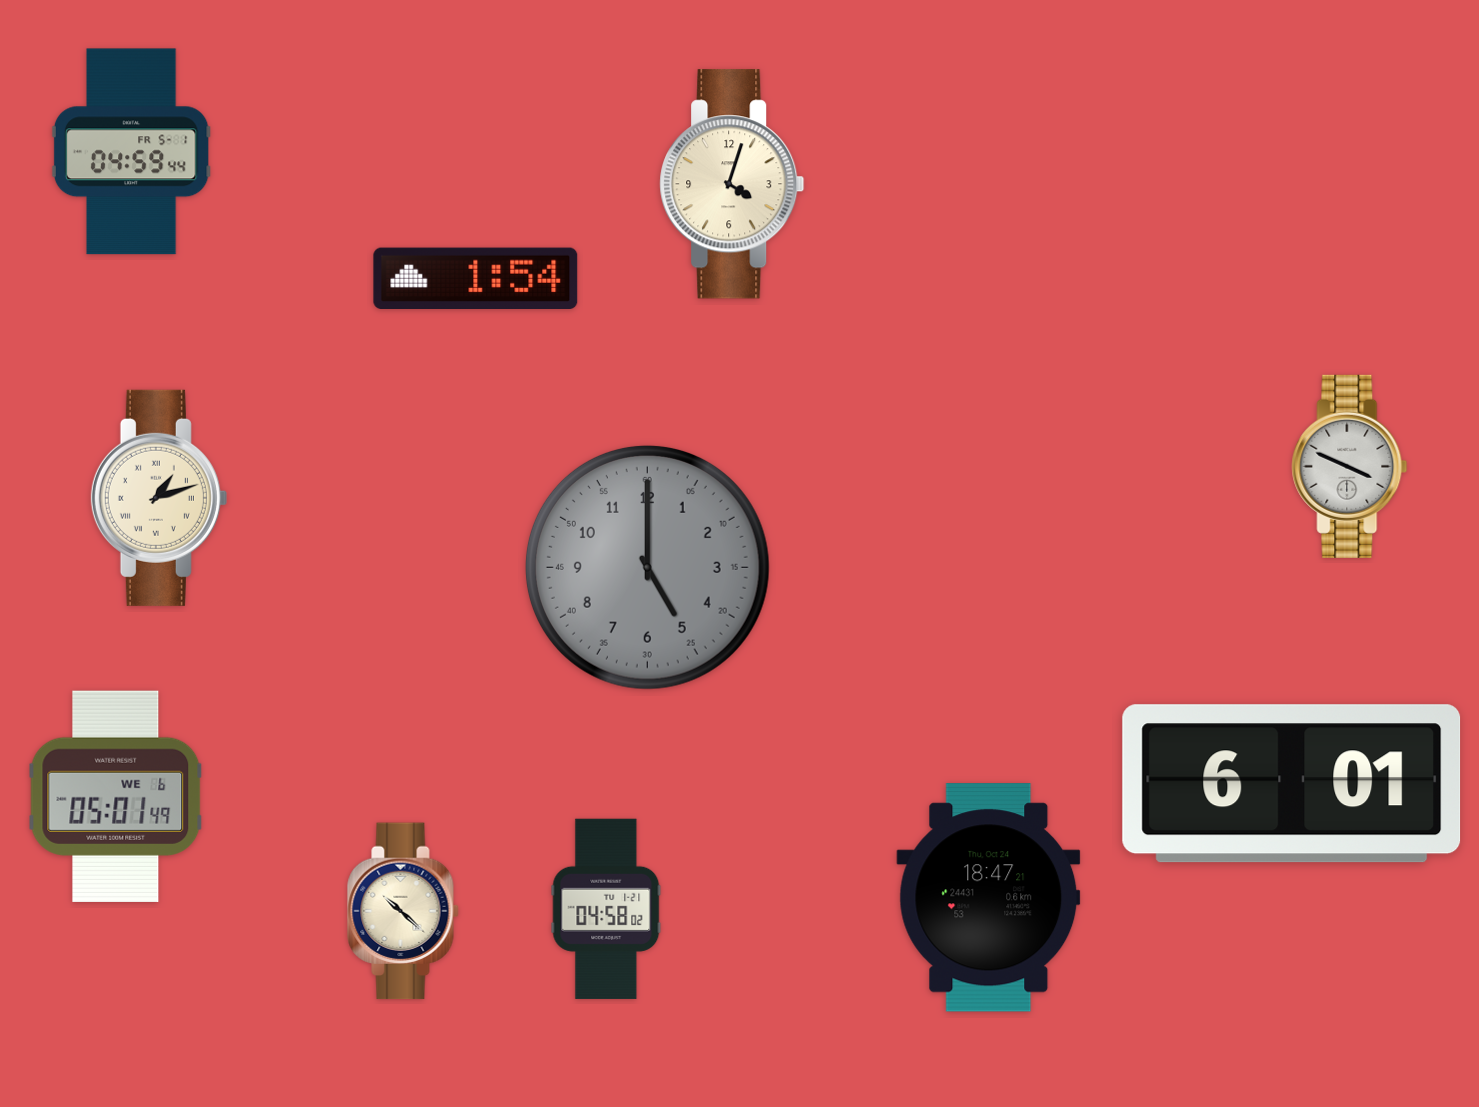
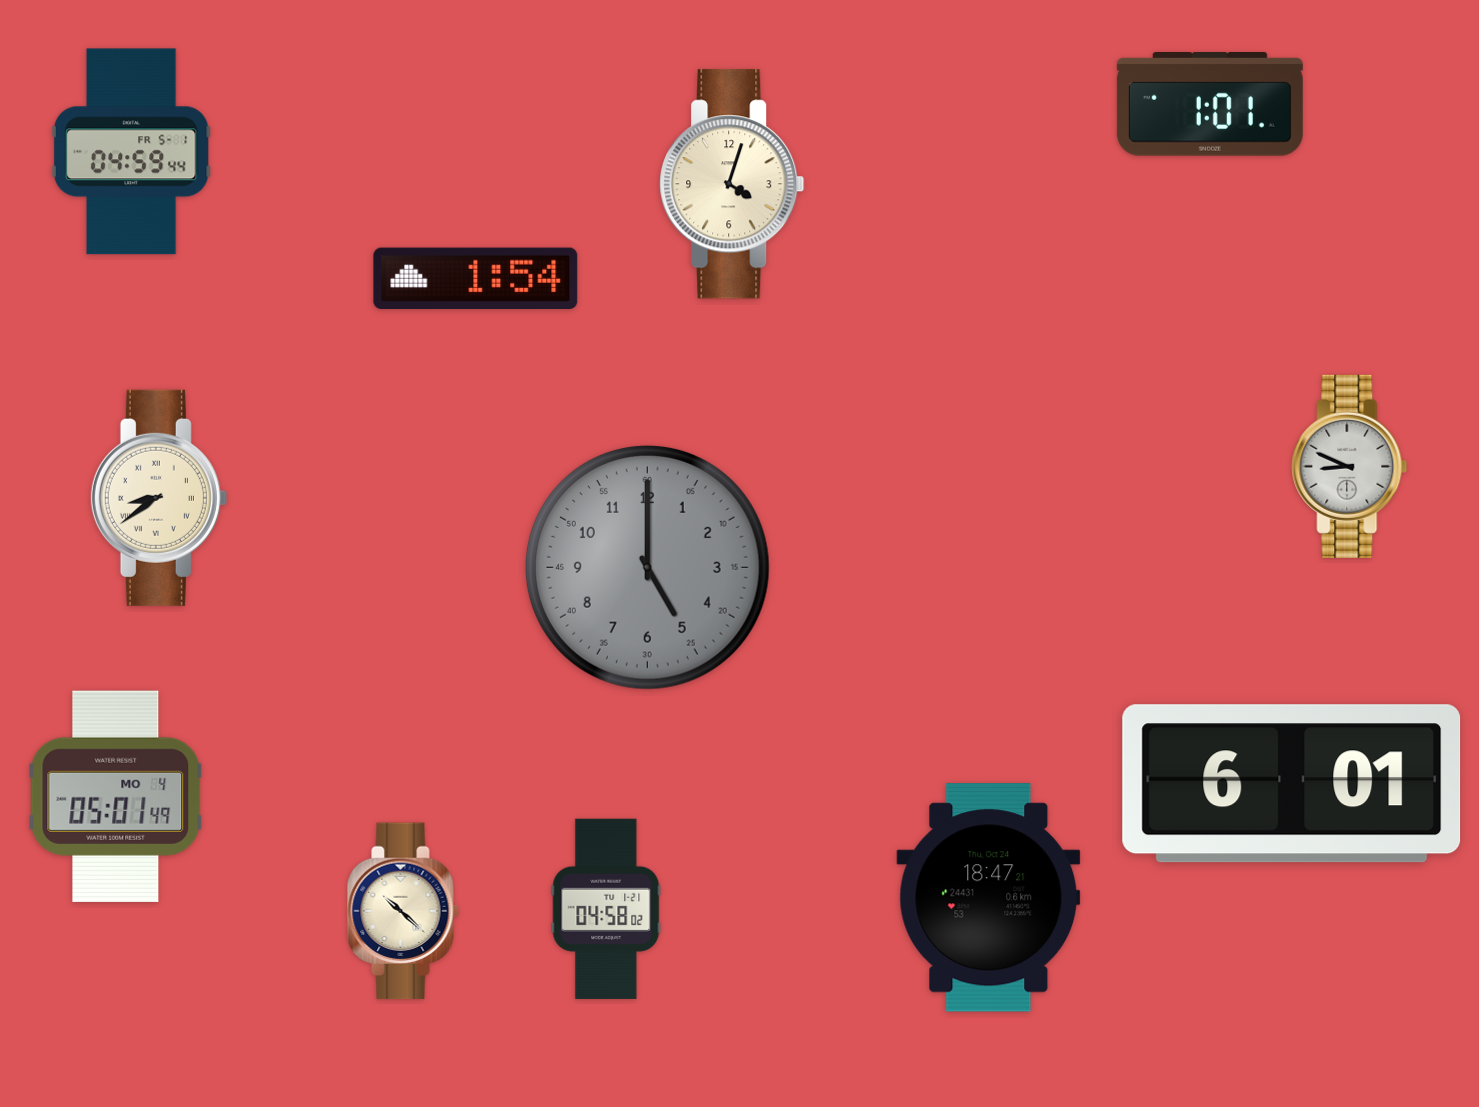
clock at (1210, 105): none -> 1:01
clock at (1350, 466): 3:49 -> 8:49
clock at (159, 498): 1:12 -> 8:39
clock at (116, 796) date: WE 6 -> MO 4
